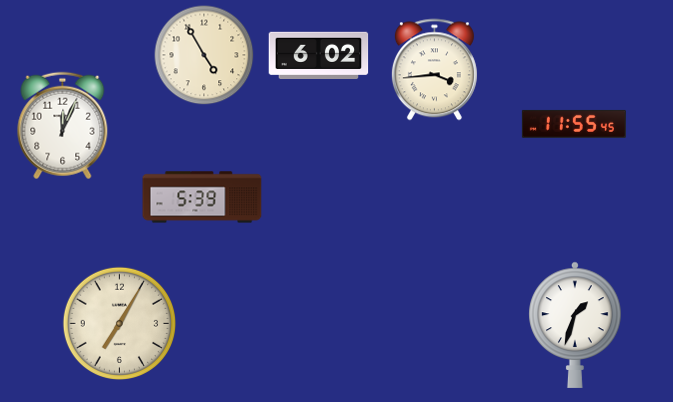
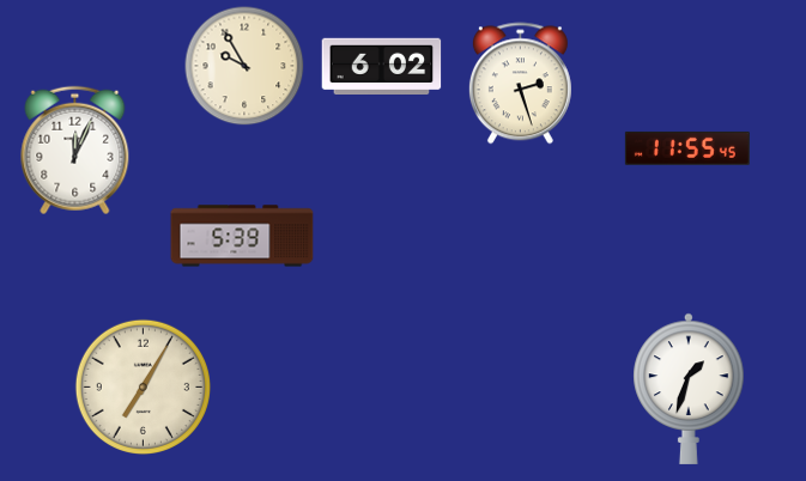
clock at (204, 55): 4:55 -> 9:55
clock at (434, 70): 3:44 -> 2:27
